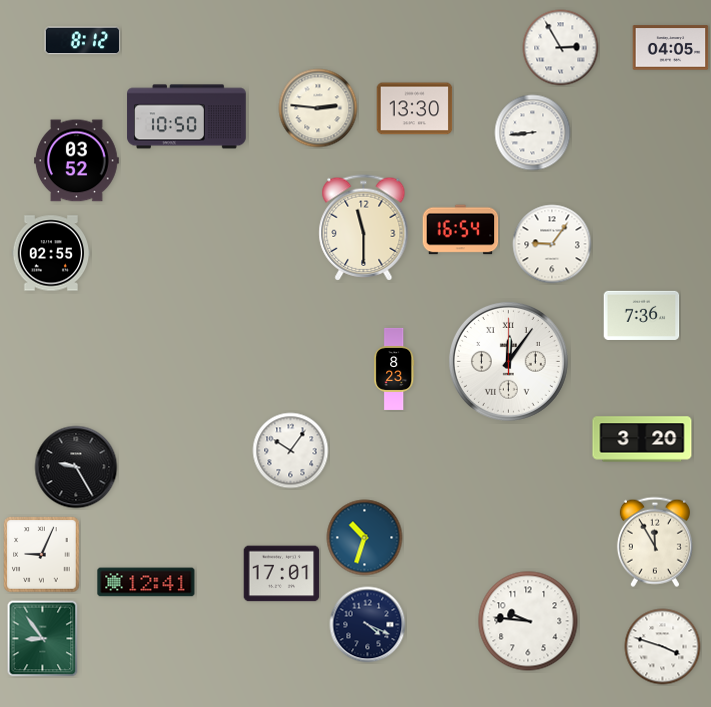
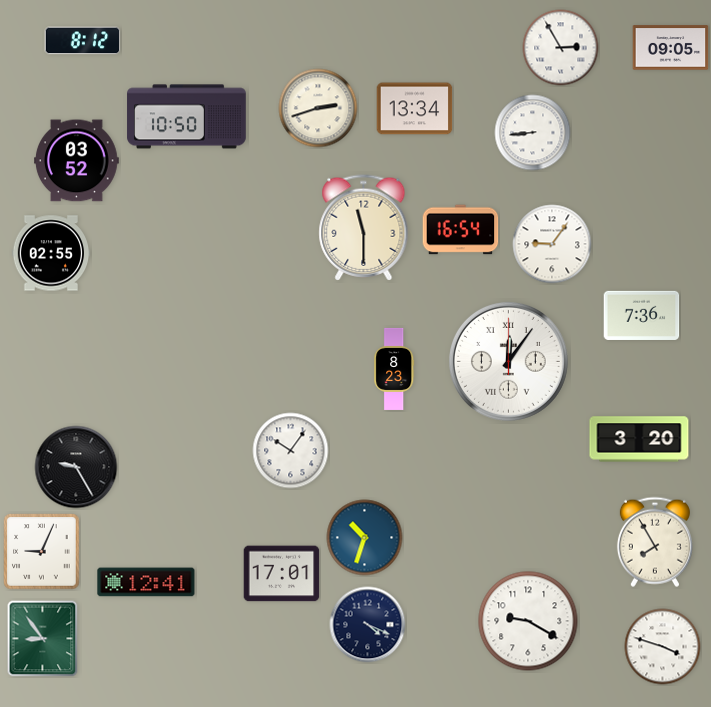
clock at (671, 48): 04:05 -> 09:05
clock at (318, 108): 2:46 -> 2:42
clock at (415, 109): 13:30 -> 13:34
clock at (642, 439) position: (642, 439) -> (639, 439)
clock at (655, 542): 11:55 -> 7:55
clock at (42, 555) position: (42, 555) -> (42, 552)
clock at (528, 621): 9:46 -> 9:20
